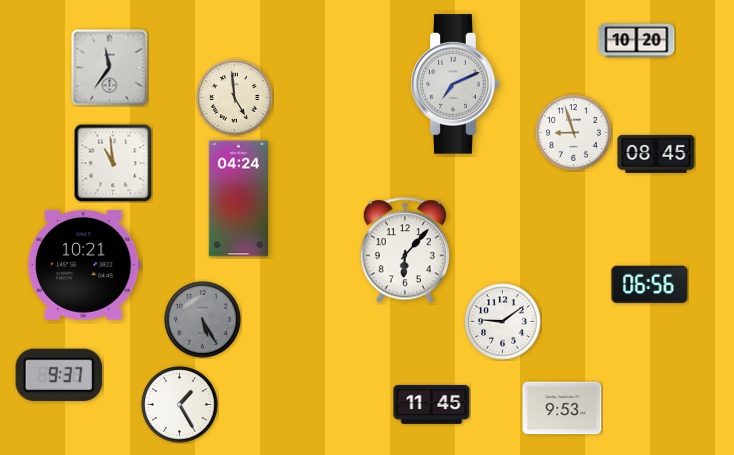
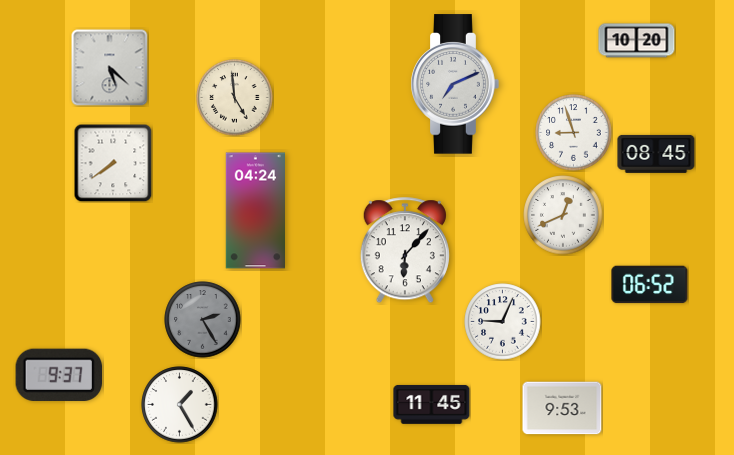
clock at (110, 68): 11:36 -> 5:22
clock at (113, 163): 10:59 -> 7:39
clock at (238, 199) position: (238, 199) -> (255, 211)
clock at (563, 215): none -> 12:41
clock at (84, 265): 10:21 -> none
clock at (650, 285): 06:56 -> 06:52
clock at (203, 320): 5:25 -> 2:25
clock at (503, 322): 9:09 -> 9:04
